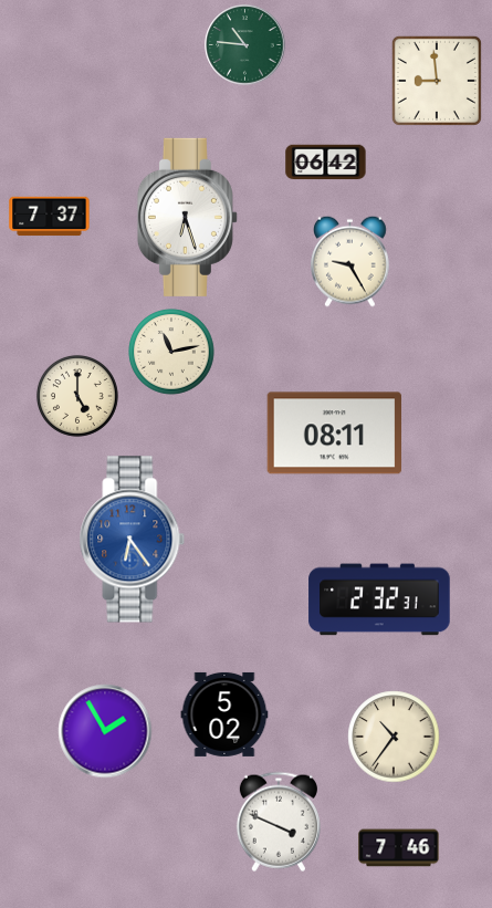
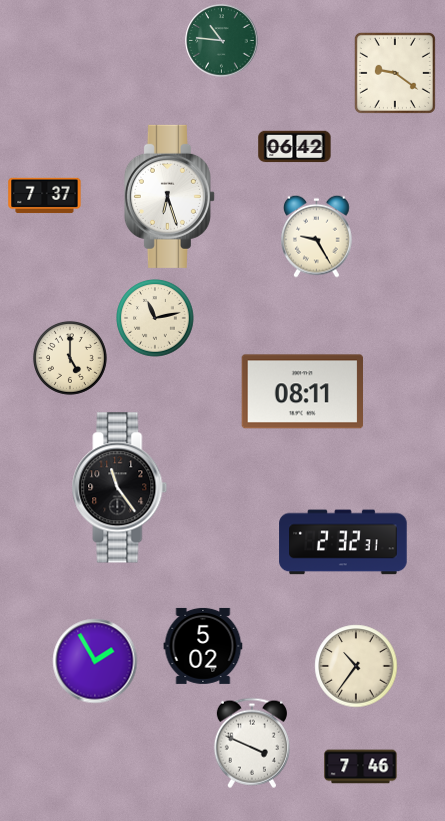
clock at (437, 81): 8:59 -> 9:21
clock at (133, 540): 6:24 -> 11:24
clock at (133, 540) dial: blue -> black
